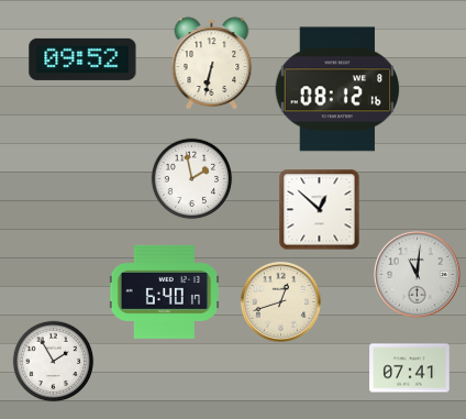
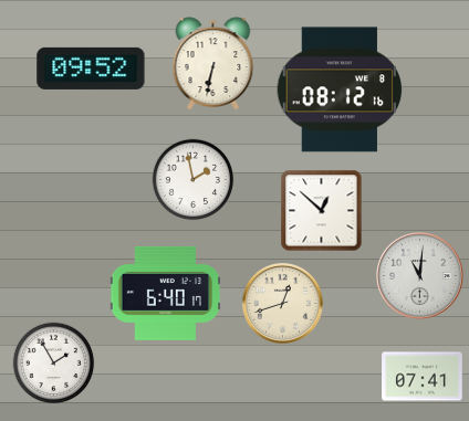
clock at (82, 59) position: (82, 59) -> (91, 69)
clock at (410, 368) position: (410, 368) -> (423, 377)
